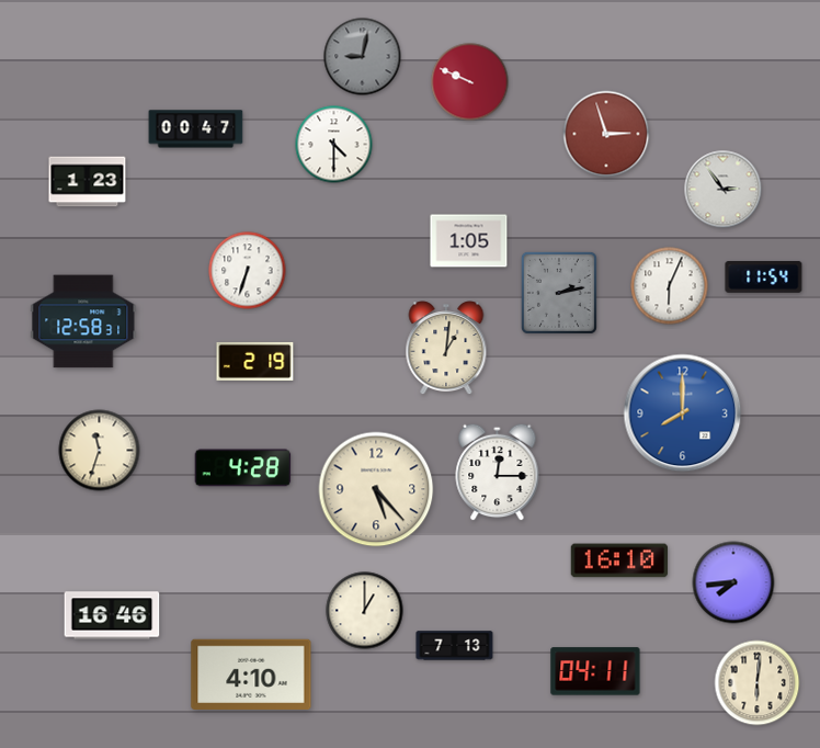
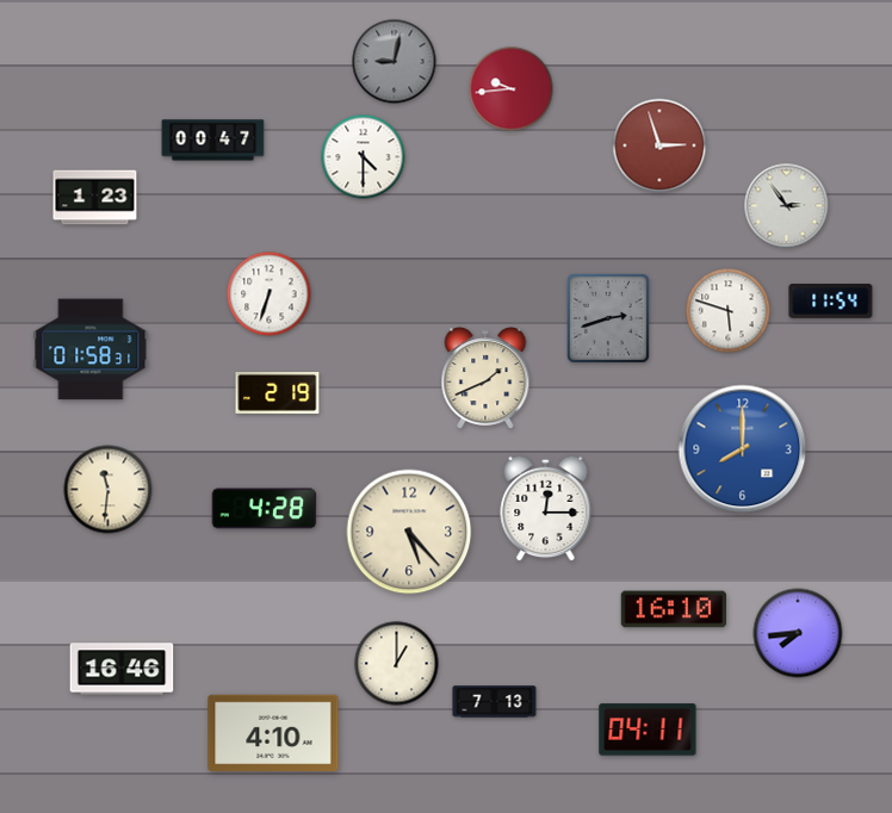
clock at (470, 82): 9:49 -> 9:44
clock at (469, 241): 1:05 -> none
clock at (670, 286): 6:04 -> 5:48
clock at (559, 293): 2:13 -> 2:42
clock at (83, 321): 12:58 -> 01:58
clock at (446, 349): 1:01 -> 1:41
clock at (100, 451): 11:33 -> 11:31
clock at (498, 472) position: (498, 472) -> (546, 508)
clock at (758, 683): 6:01 -> none
